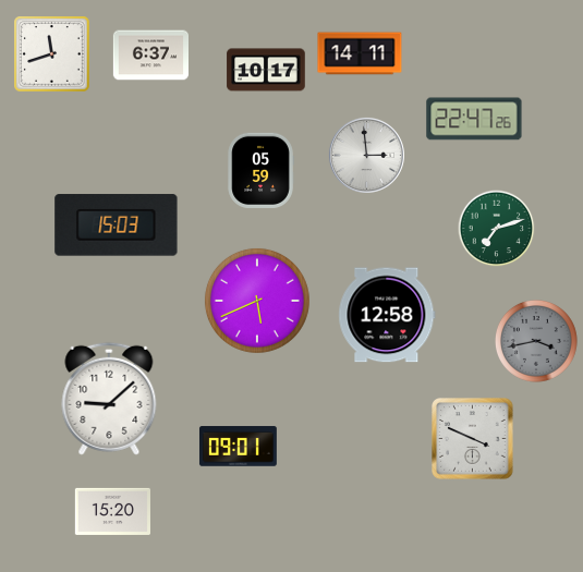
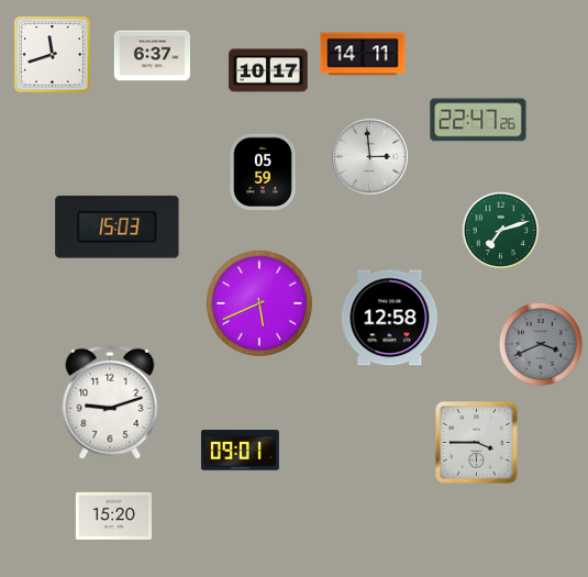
clock at (537, 342): 3:43 -> 3:41
clock at (109, 399): 9:08 -> 9:12
clock at (473, 439): 3:49 -> 3:45
